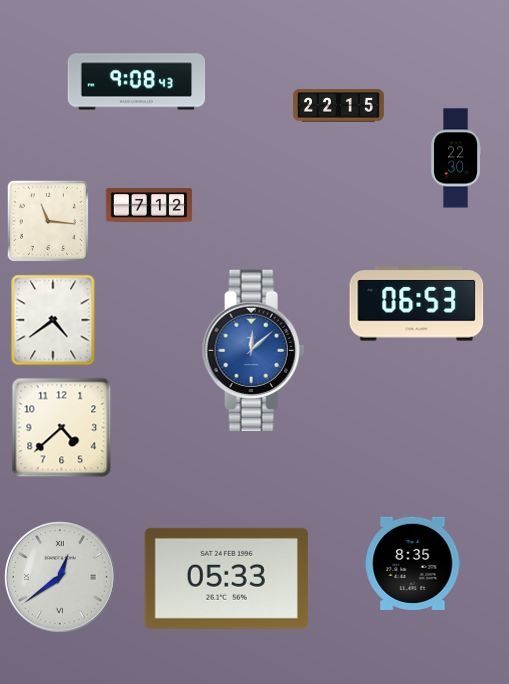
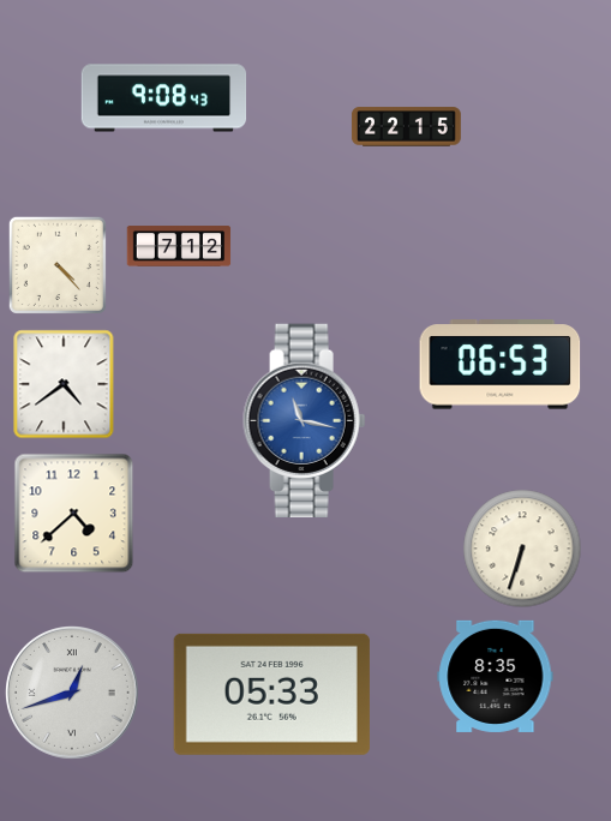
clock at (456, 158): 22:30 -> none
clock at (48, 221): 11:16 -> 4:23
clock at (254, 351): 12:08 -> 11:17
clock at (522, 549): none -> 6:33
clock at (60, 577): 12:39 -> 12:42
